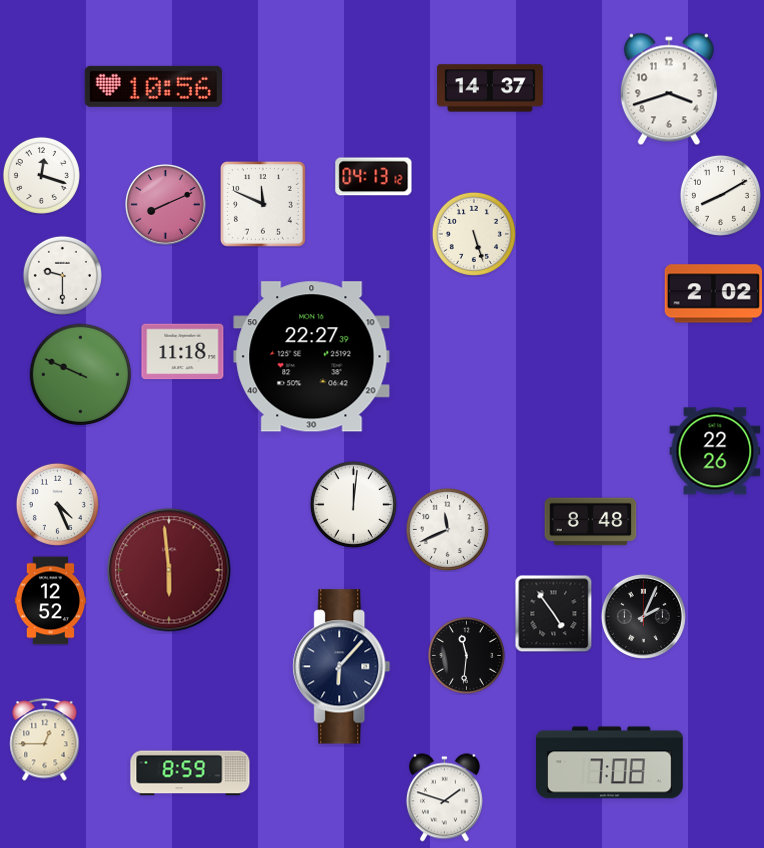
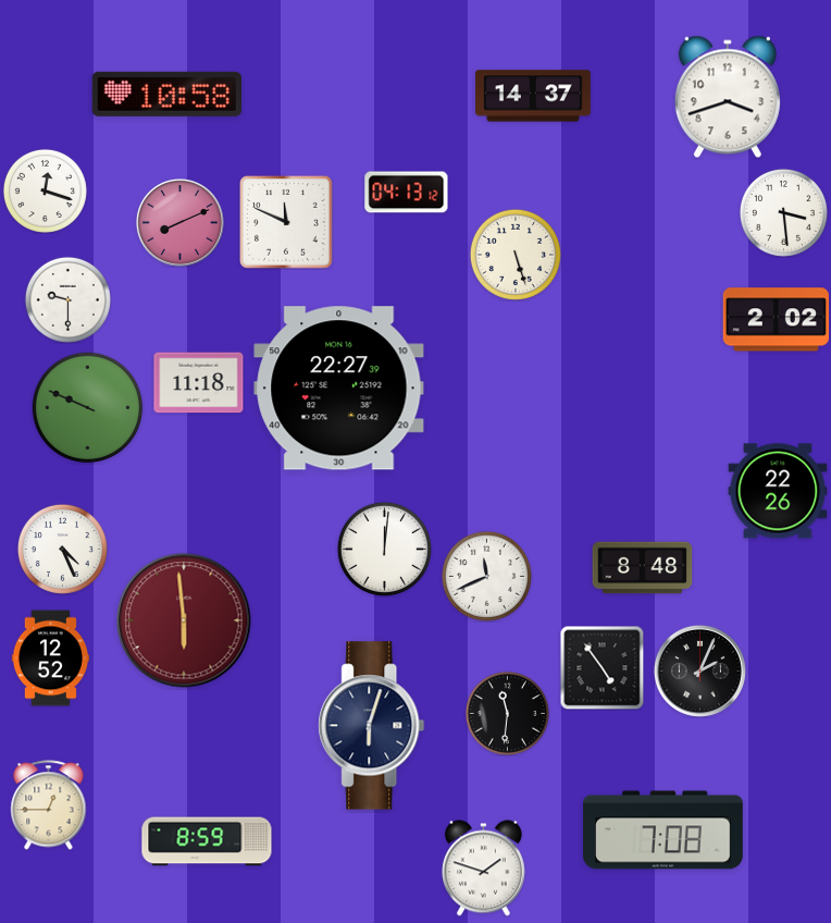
clock at (153, 86): 10:56 -> 10:58
clock at (720, 195): 8:10 -> 3:29
clock at (50, 601) position: (50, 601) -> (50, 659)
clock at (342, 667): 6:07 -> 6:03
